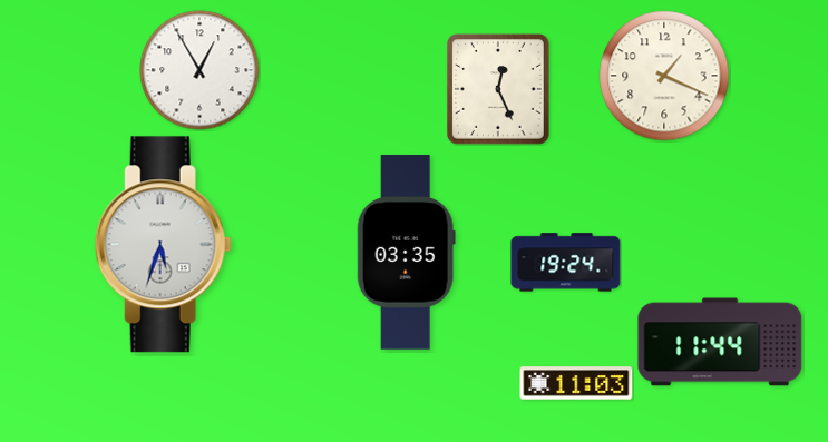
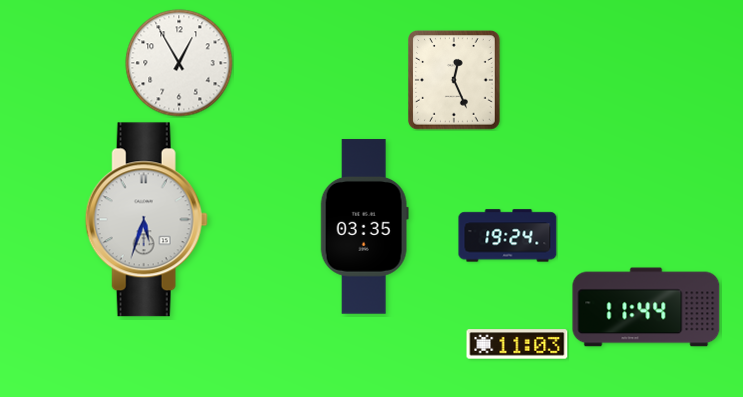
clock at (664, 76): 1:19 -> none
clock at (499, 89) position: (499, 89) -> (455, 80)
